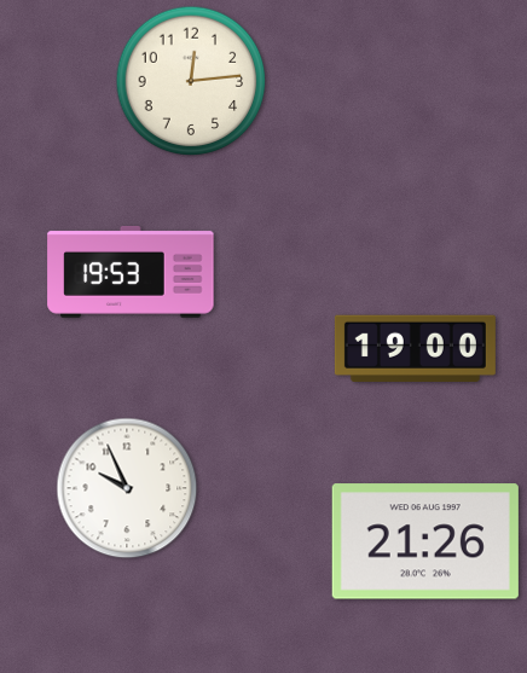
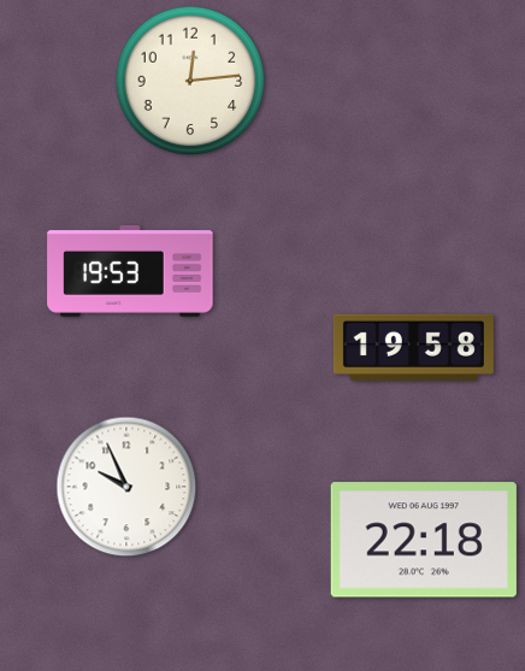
clock at (415, 349): 19:00 -> 19:58
clock at (425, 541): 21:26 -> 22:18
